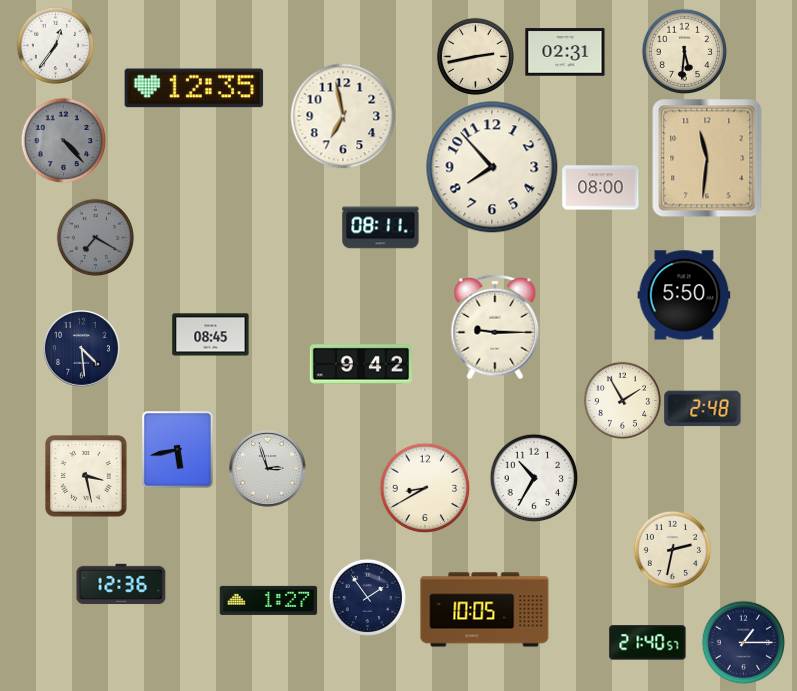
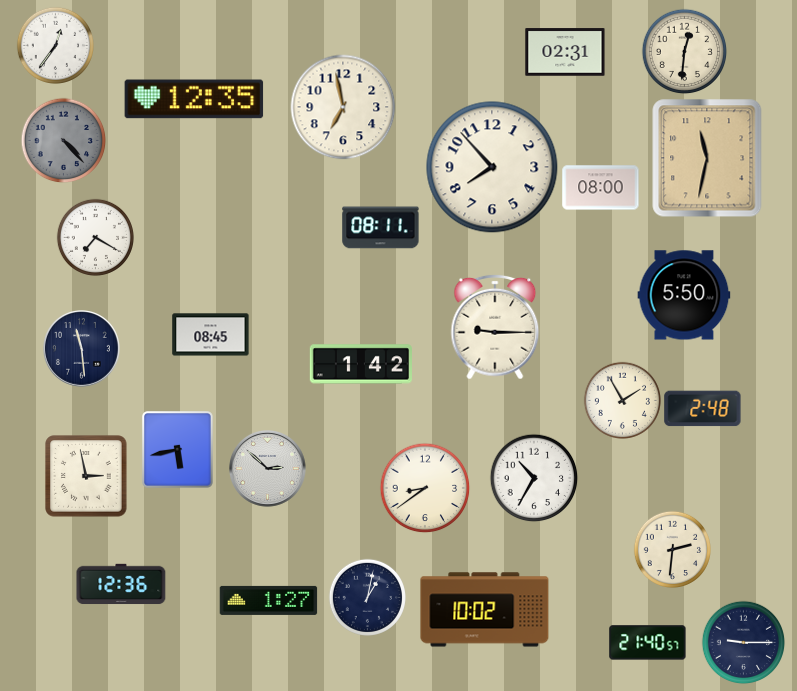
clock at (684, 51): 5:31 -> 12:31
clock at (475, 56): 2:43 -> none
clock at (194, 88) position: (194, 88) -> (194, 99)
clock at (343, 116) position: (343, 116) -> (343, 107)
clock at (707, 158): 11:31 -> 11:32
clock at (95, 237) dial: grey -> white
clock at (82, 349): 4:29 -> 11:29
clock at (360, 364): 9:42 -> 1:42
clock at (268, 469): 2:57 -> 2:52
clock at (86, 476): 3:28 -> 2:58
clock at (425, 488): 8:40 -> 8:39
clock at (672, 549): 2:32 -> 2:31
clock at (367, 597): 1:54 -> 1:02
clock at (485, 610): 10:05 -> 10:02
clock at (743, 642): 1:15 -> 9:15
